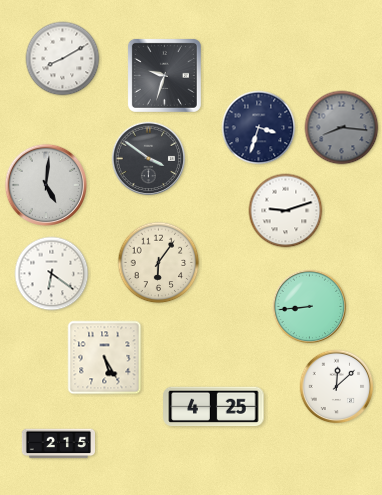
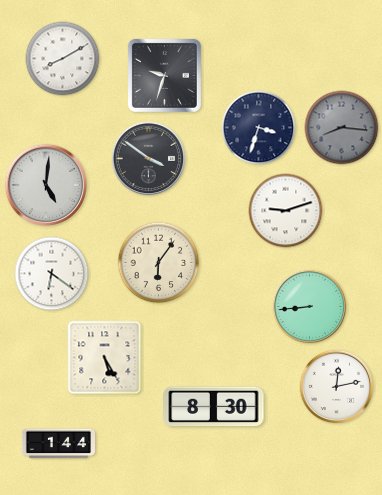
clock at (337, 387): 12:08 -> 12:13
clock at (214, 407): 4:25 -> 8:30
clock at (58, 444): 2:15 -> 1:44
